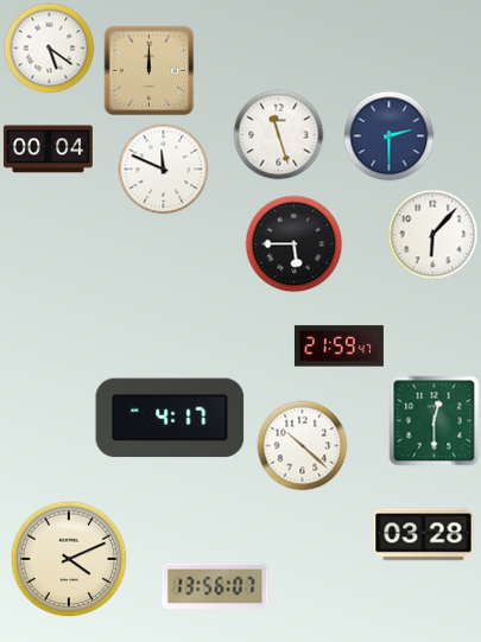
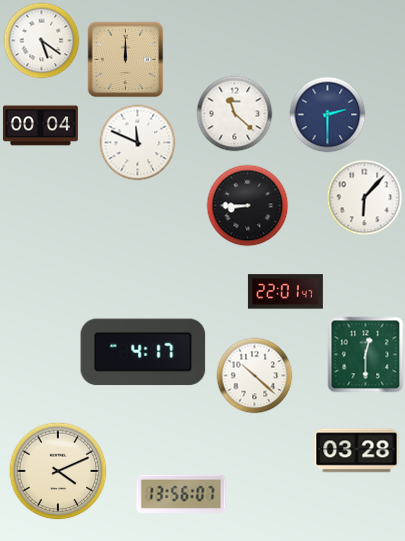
clock at (279, 135): 11:27 -> 11:22
clock at (295, 244): 5:45 -> 8:45
clock at (338, 347): 21:59 -> 22:01
